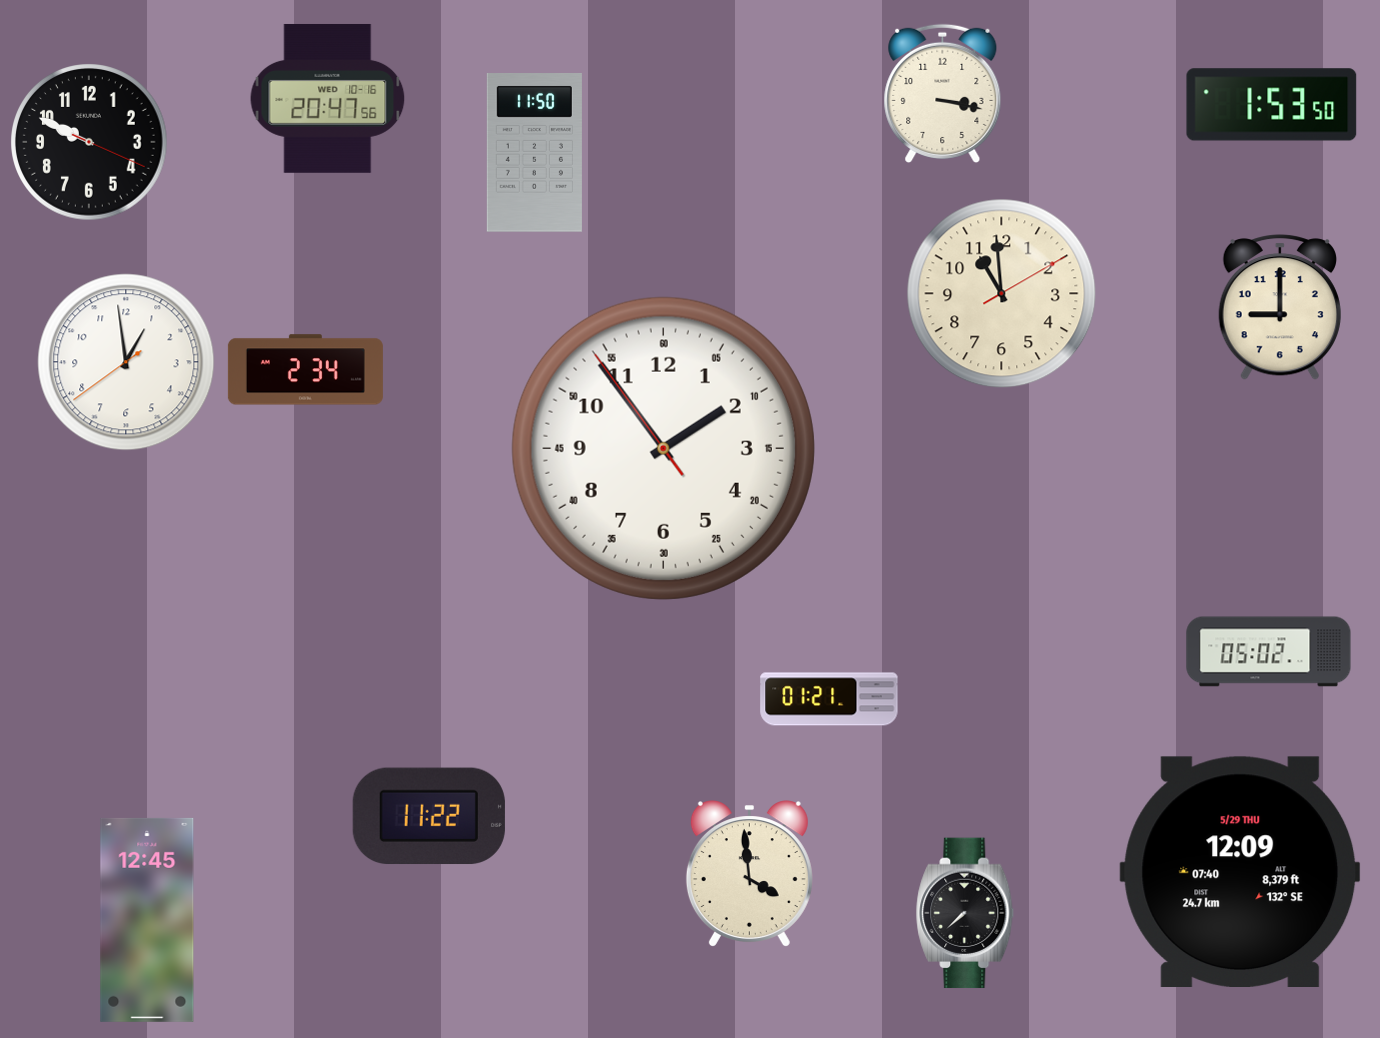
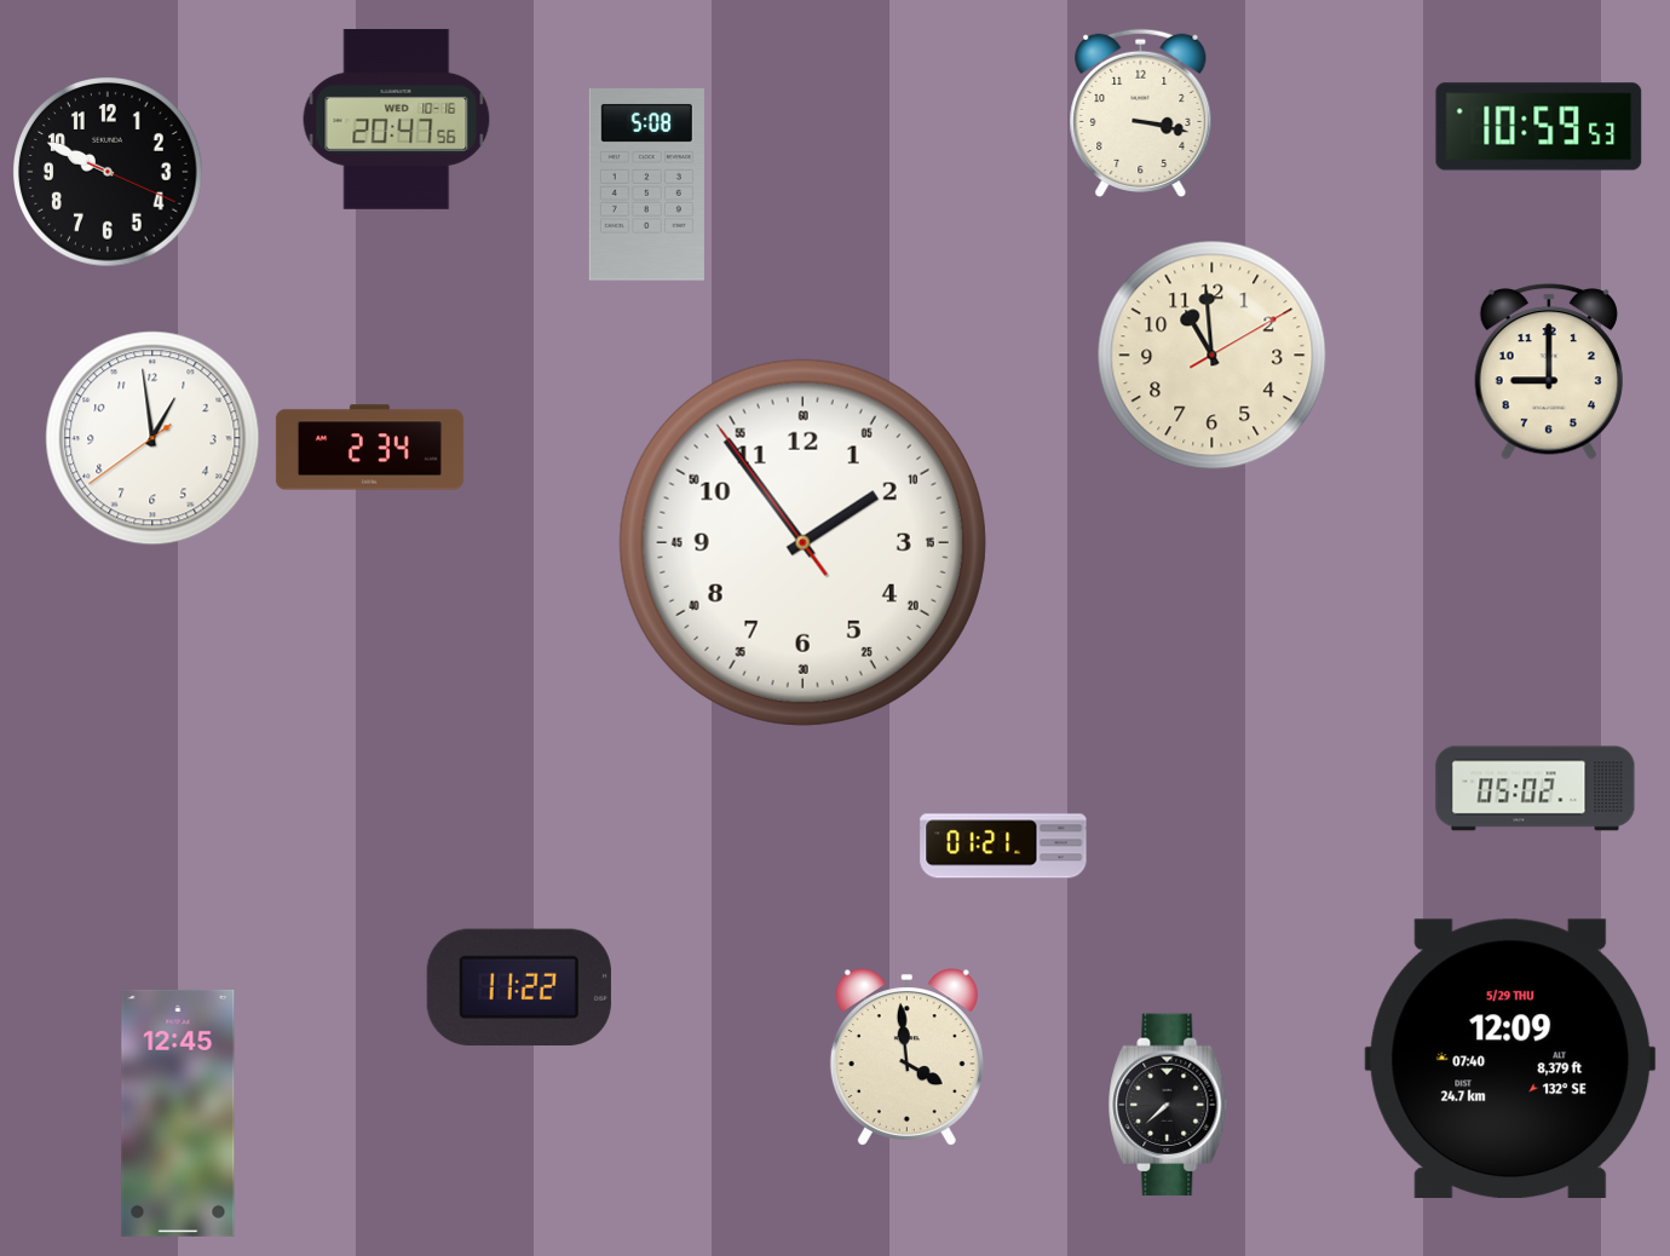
clock at (1272, 105): 1:53 -> 10:59
clock at (534, 153): 11:50 -> 5:08
clock at (1240, 871) position: (1240, 871) -> (1510, 1058)
